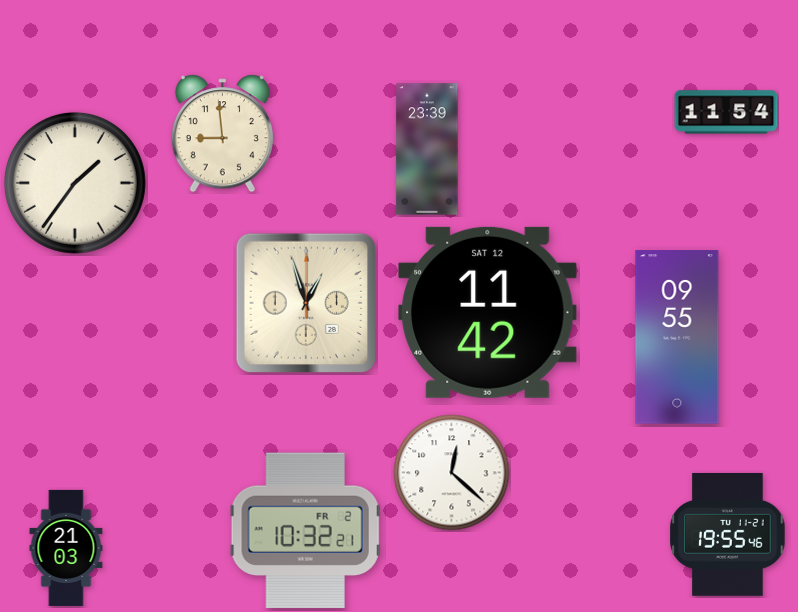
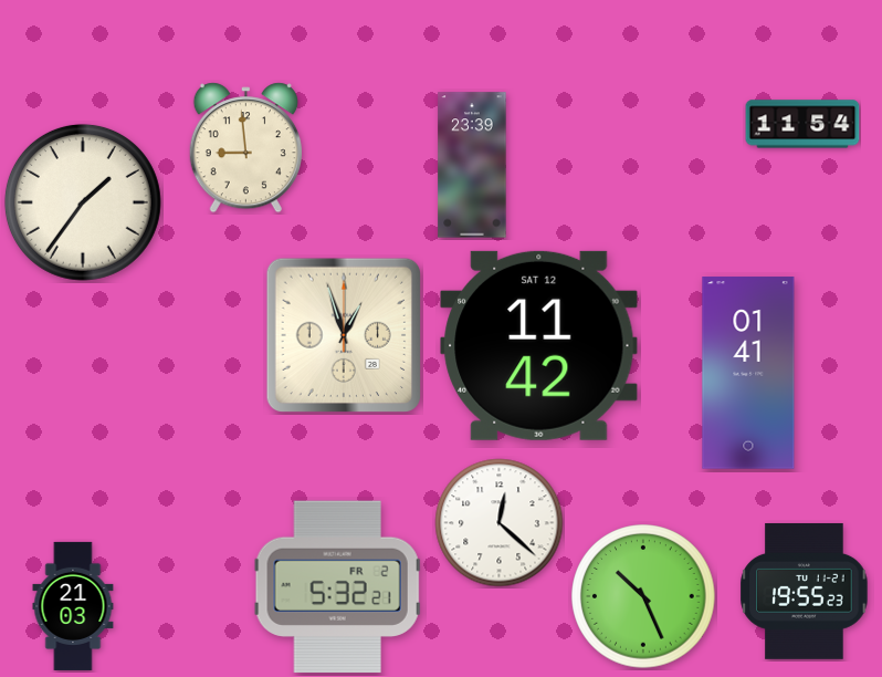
clock at (306, 303) position: (306, 303) -> (344, 335)
clock at (677, 337): 09:55 -> 01:41
clock at (306, 531): 10:32 -> 5:32
clock at (728, 534): 19:55:46 -> 19:55:23
clock at (643, 596): none -> 10:26
